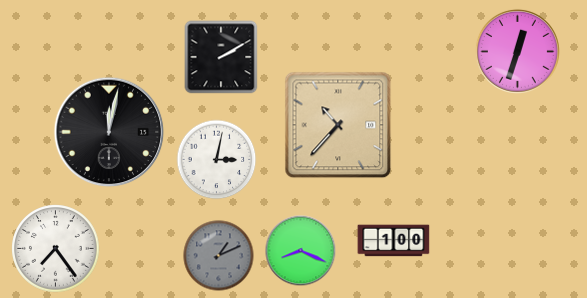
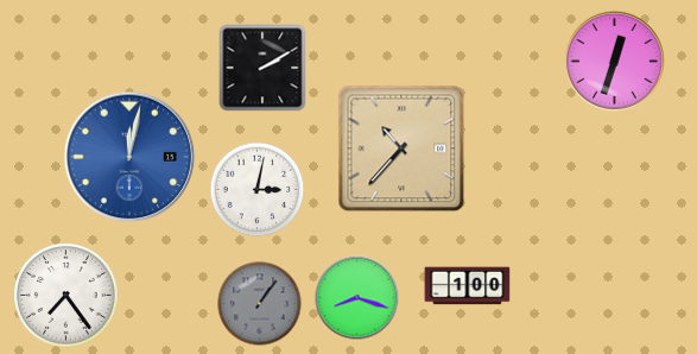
clock at (109, 132) dial: black -> blue
clock at (301, 251): 8:19 -> 8:18
clock at (219, 256): 1:11 -> 1:06
